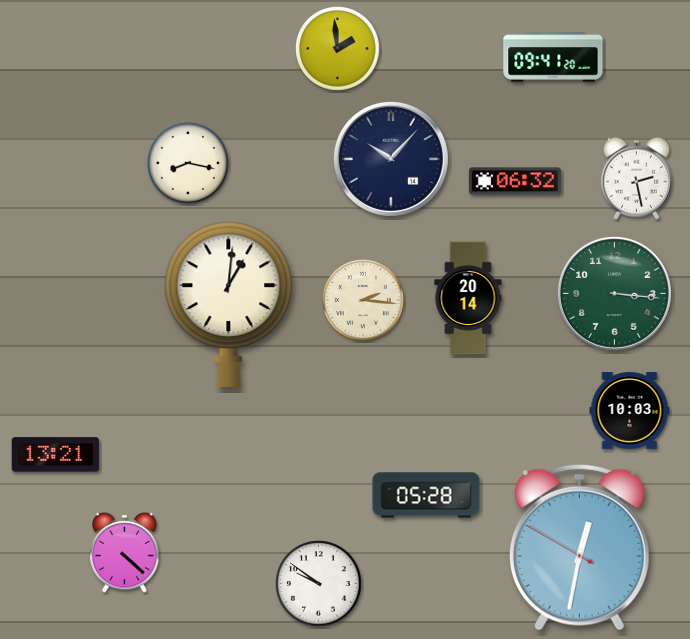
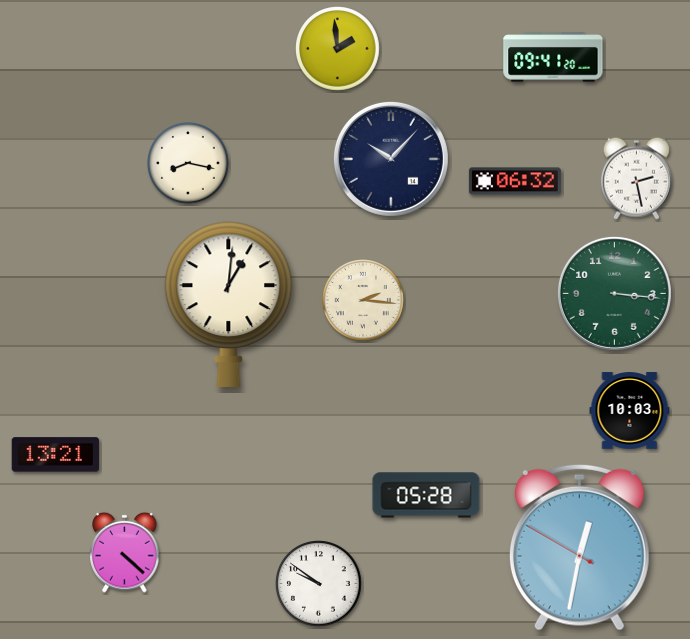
clock at (468, 298): 20:14 -> none
